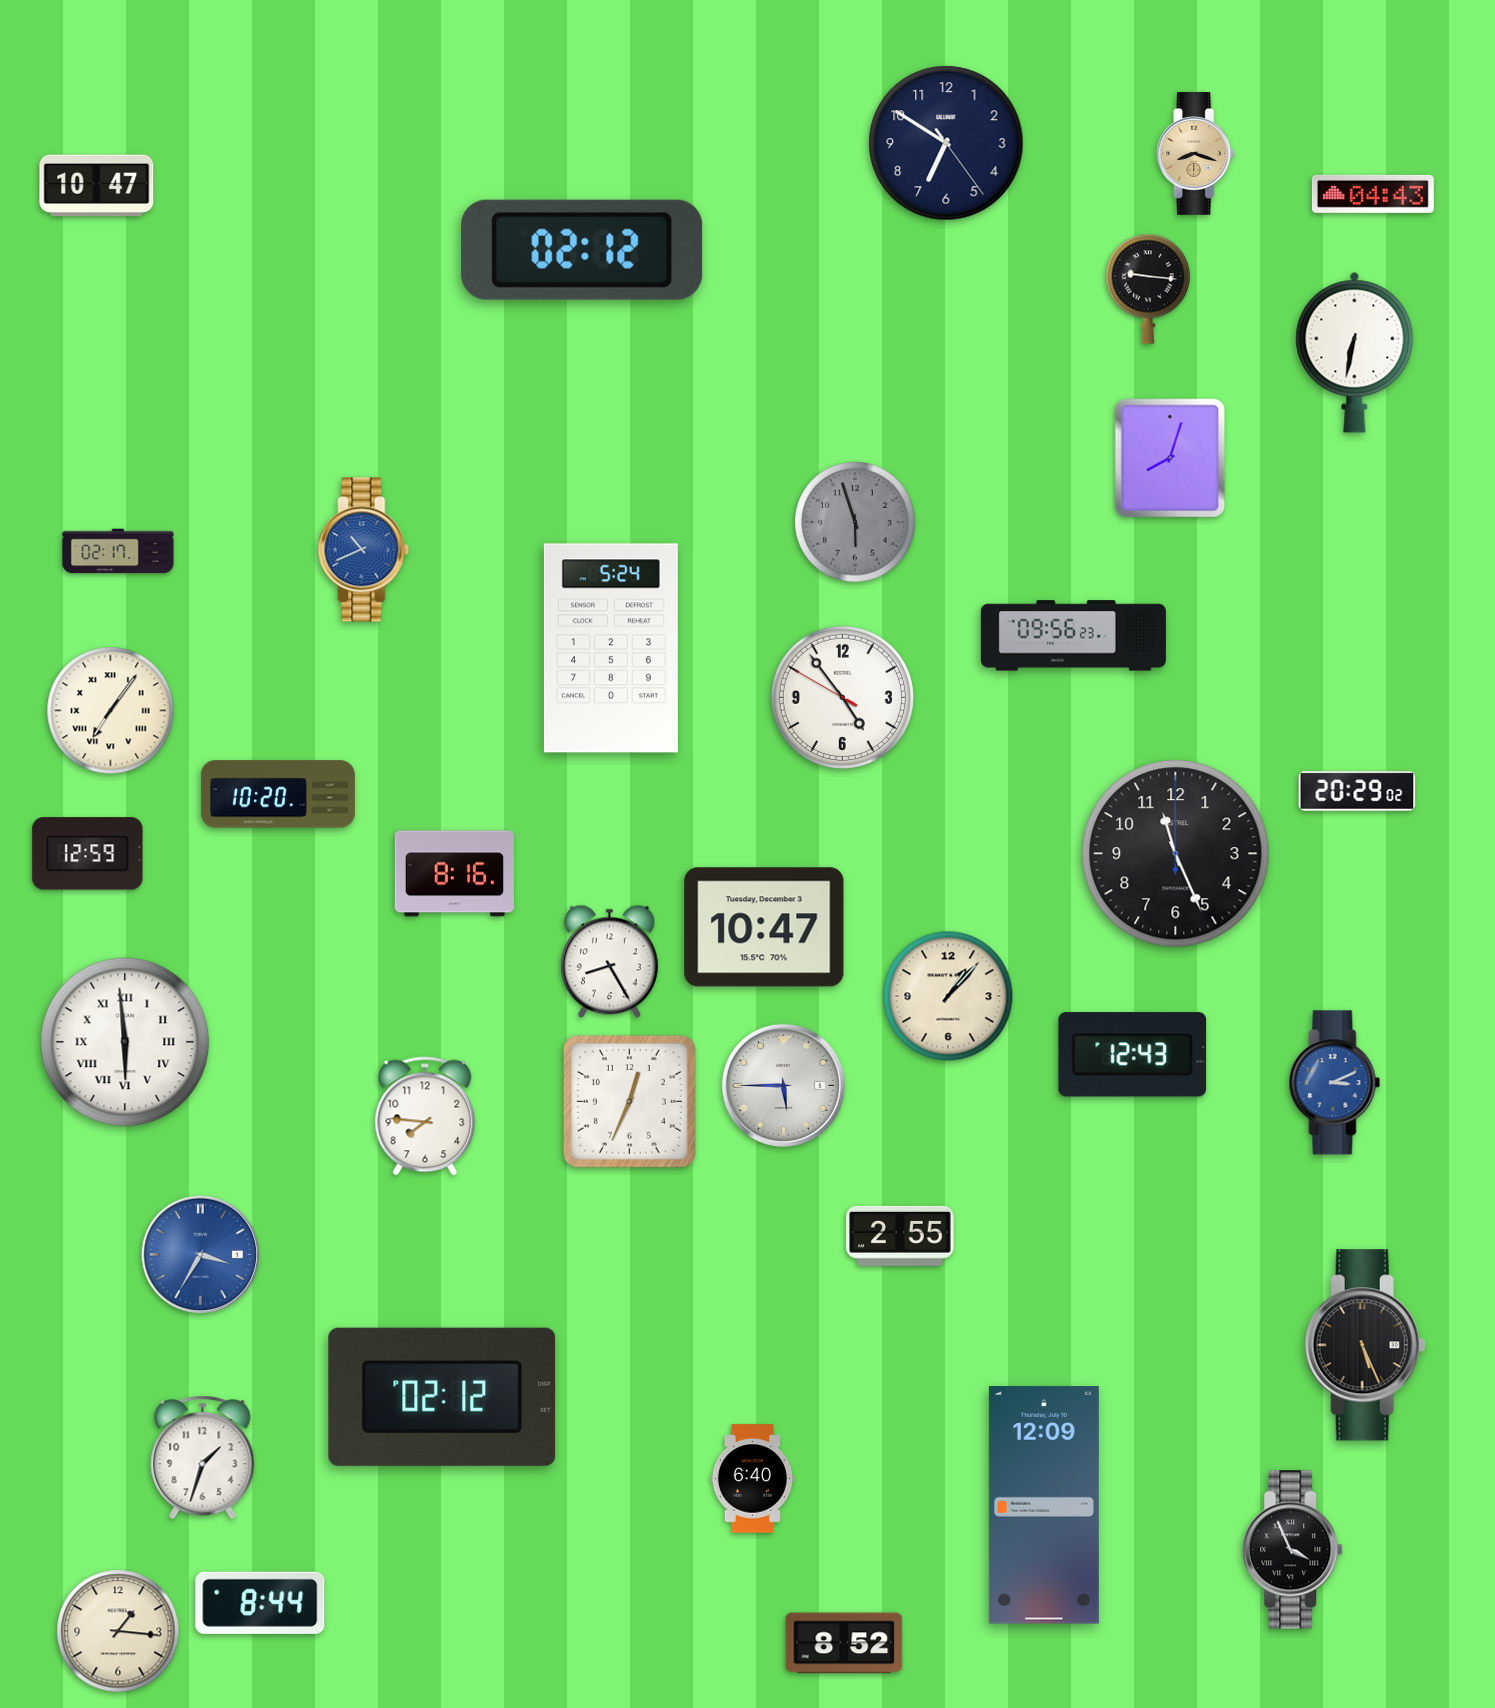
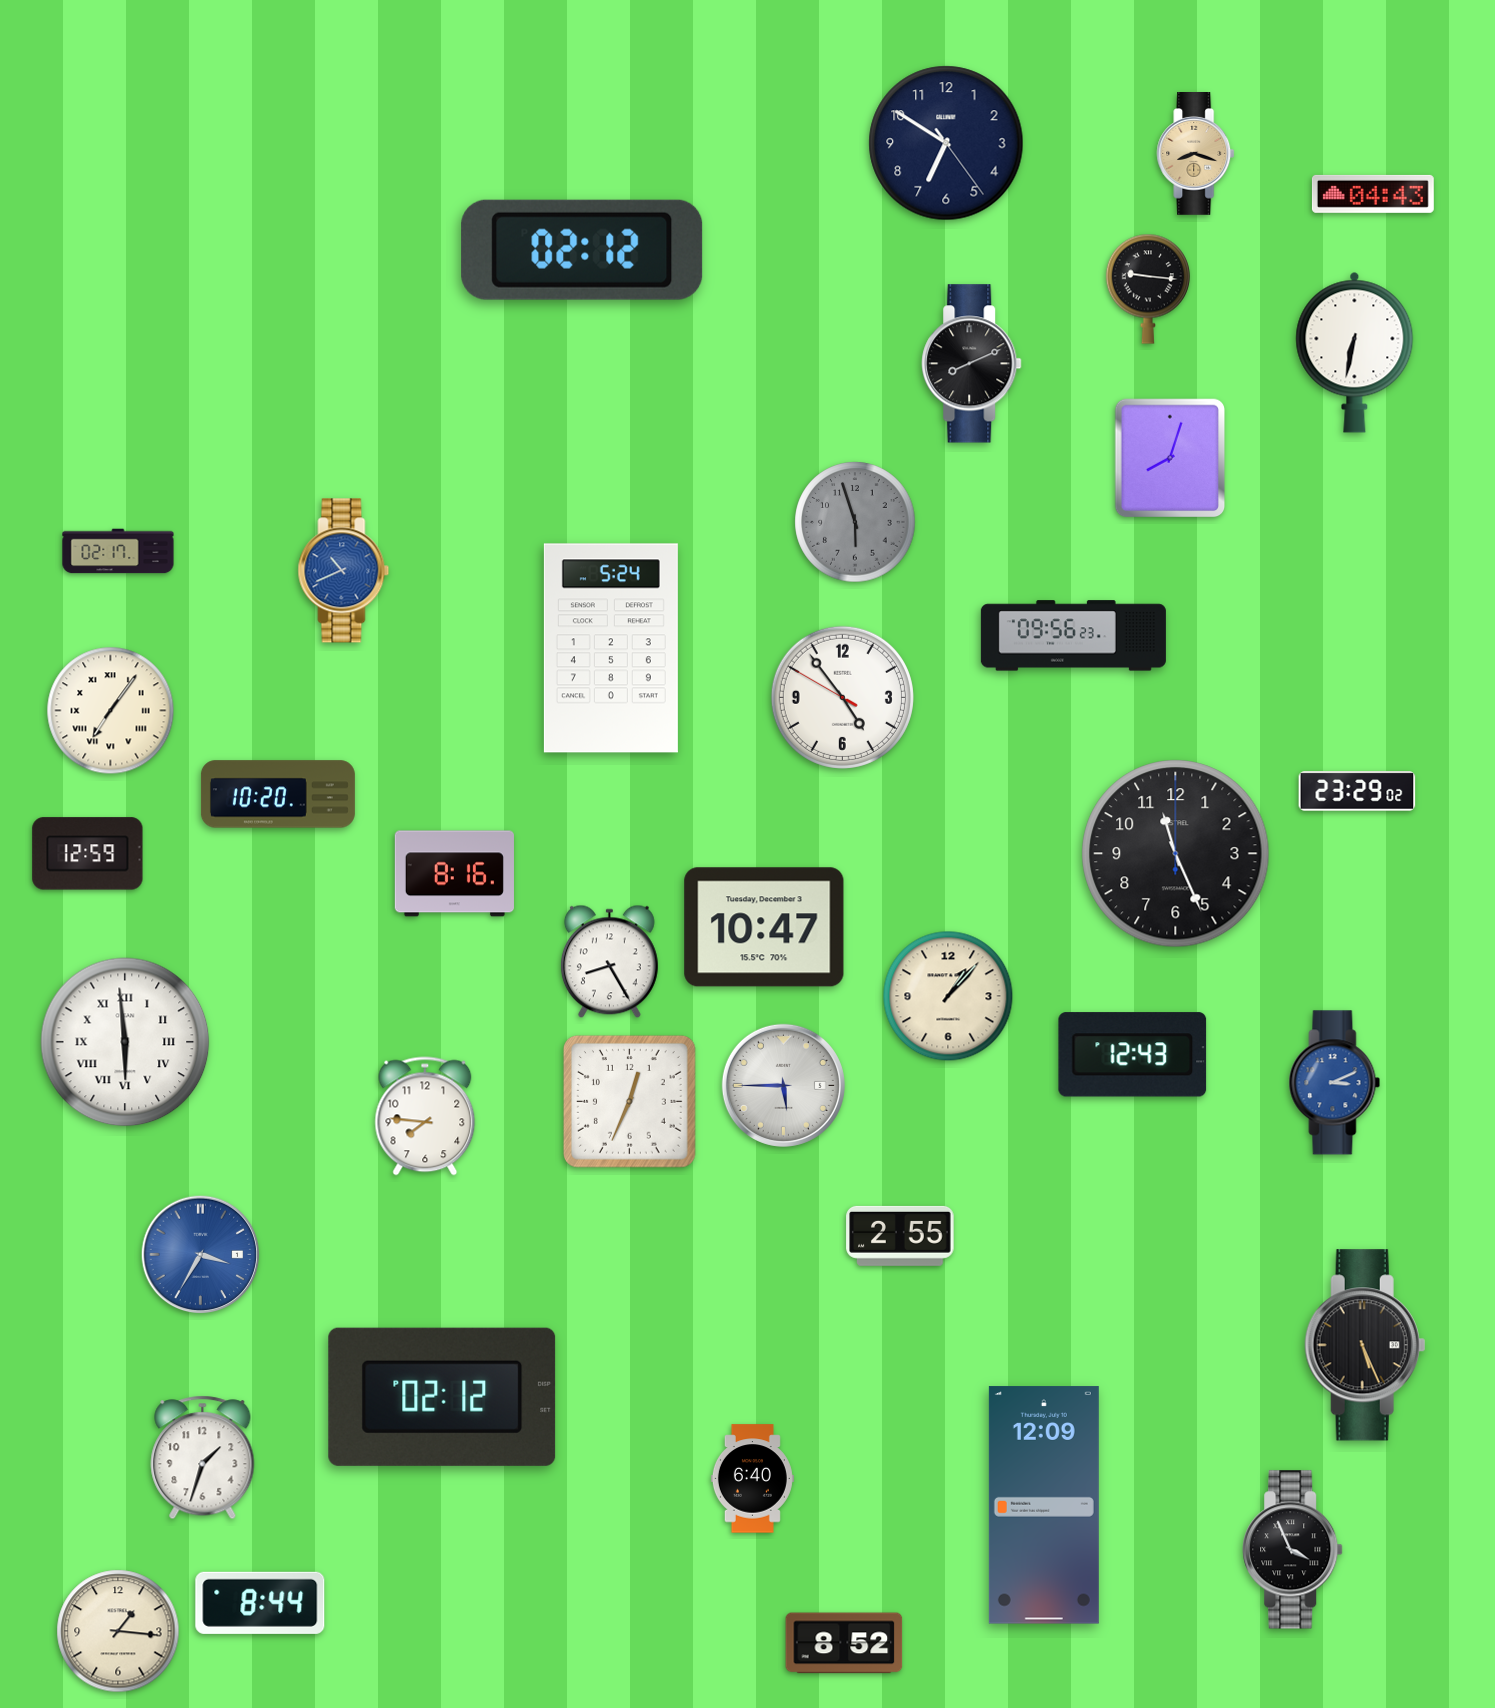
clock at (97, 186): 10:47 -> none
clock at (972, 364): none -> 8:11
clock at (364, 550) position: (364, 550) -> (344, 571)
clock at (1357, 791): 20:29 -> 23:29
